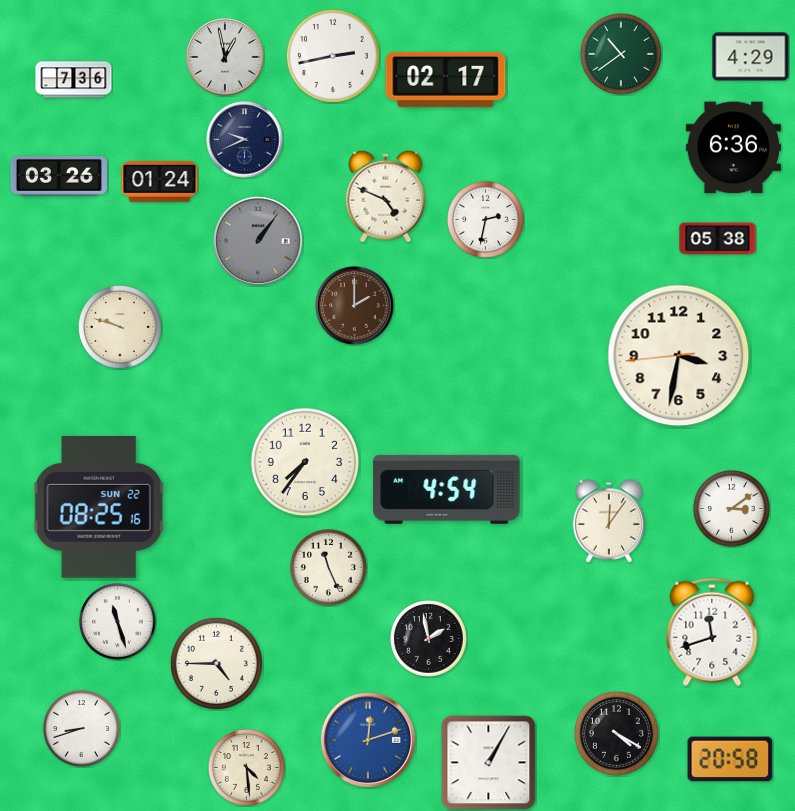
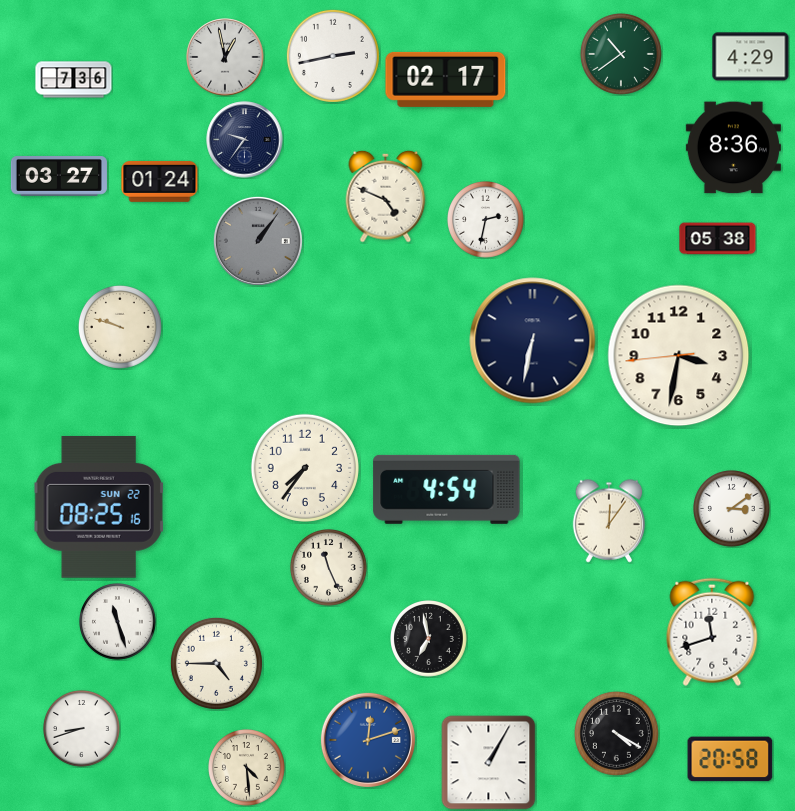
clock at (245, 140): 9:41 -> 9:36
clock at (733, 148): 6:36 -> 8:36
clock at (59, 177): 03:26 -> 03:27
clock at (355, 306): 2:00 -> none
clock at (533, 341): none -> 6:32
clock at (305, 462) position: (305, 462) -> (305, 468)
clock at (429, 639): 1:58 -> 6:58
